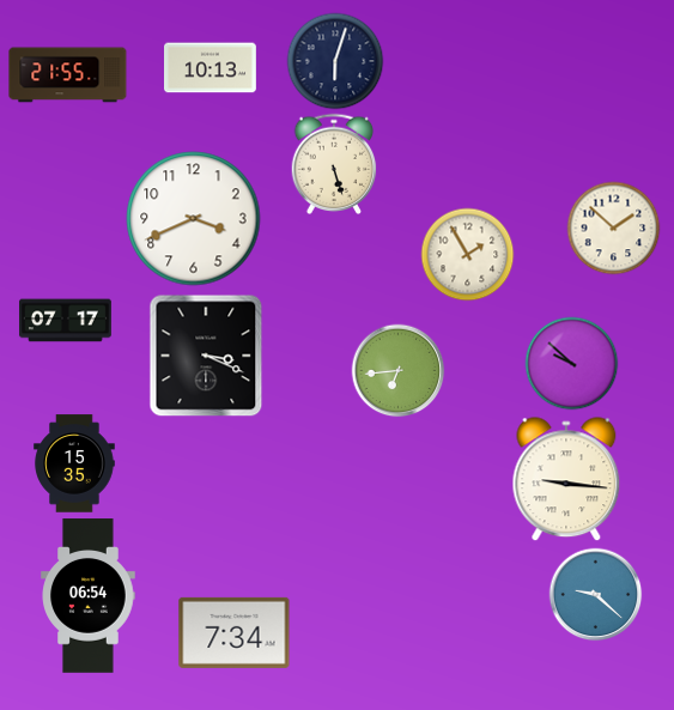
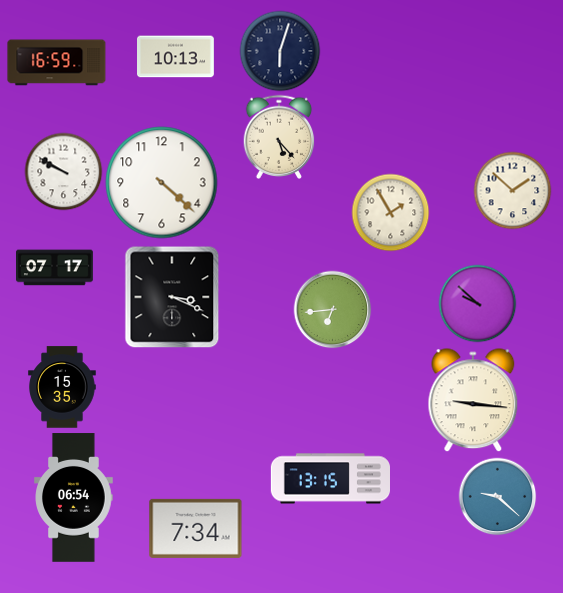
clock at (68, 75): 21:55 -> 16:59
clock at (334, 163): 5:27 -> 5:23
clock at (63, 171): none -> 9:50
clock at (194, 219): 3:41 -> 4:22
clock at (330, 479): none -> 13:15
